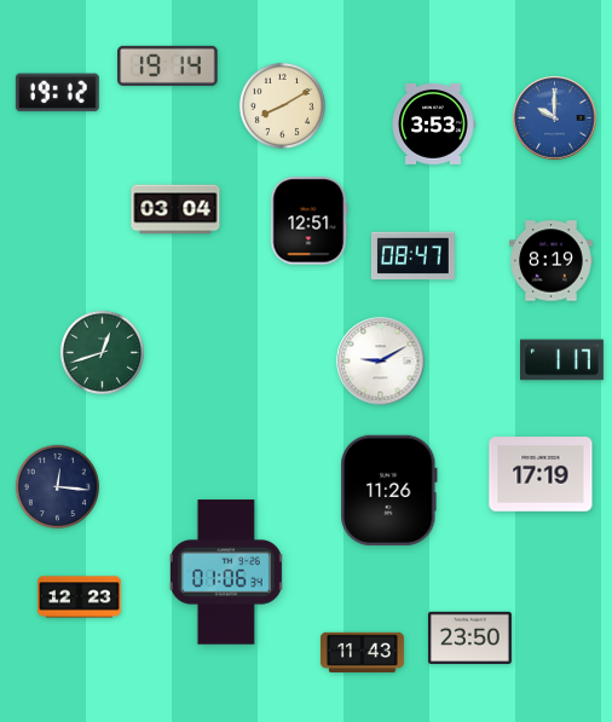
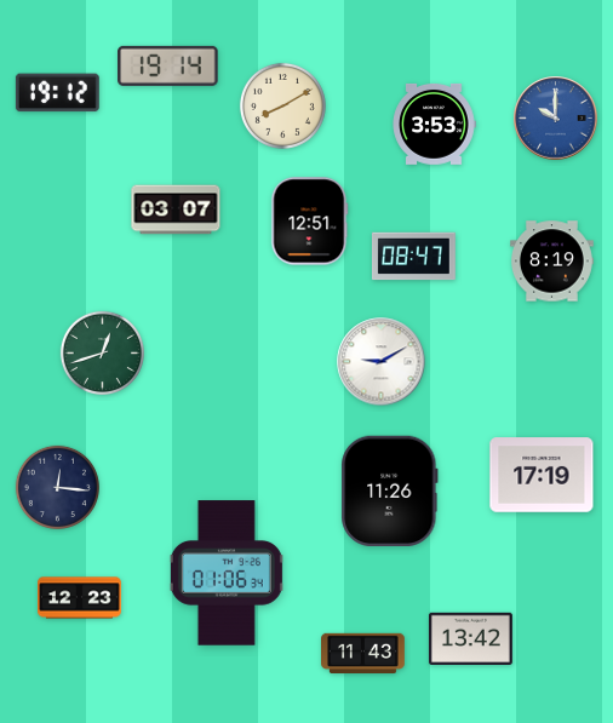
clock at (175, 209): 03:04 -> 03:07
clock at (562, 360): 1:17 -> none
clock at (469, 637): 23:50 -> 13:42
